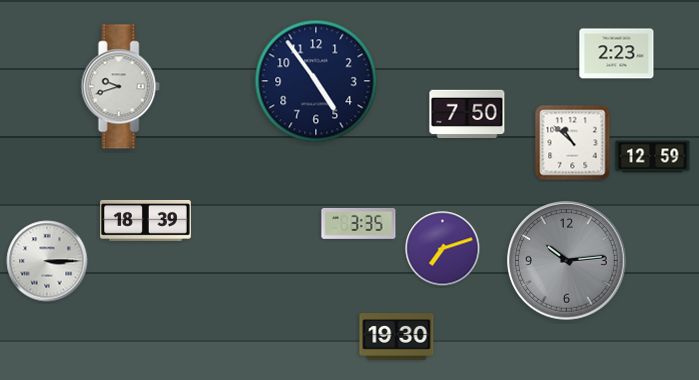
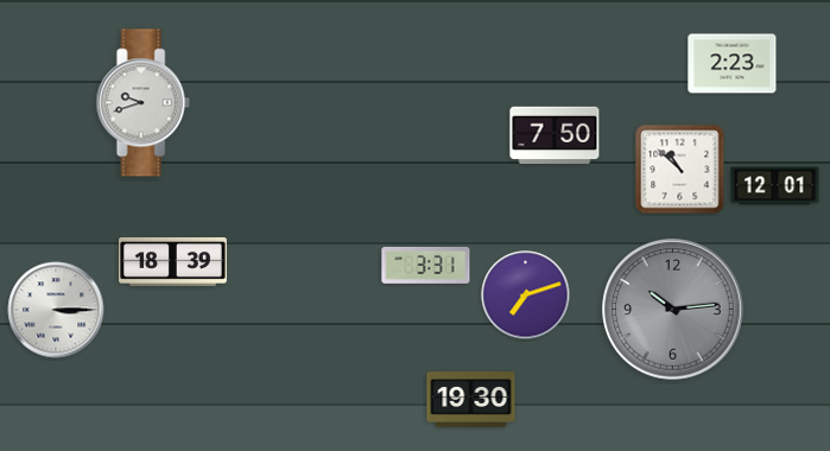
clock at (316, 81): 4:54 -> none
clock at (653, 157): 12:59 -> 12:01
clock at (359, 223): 3:35 -> 3:31
